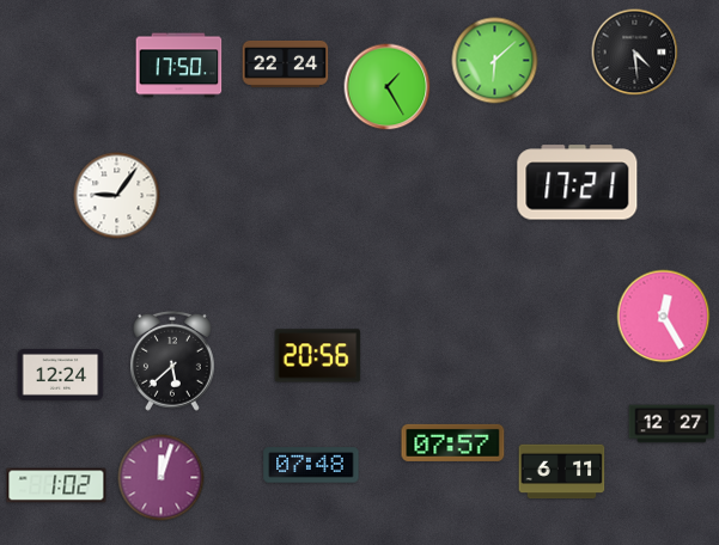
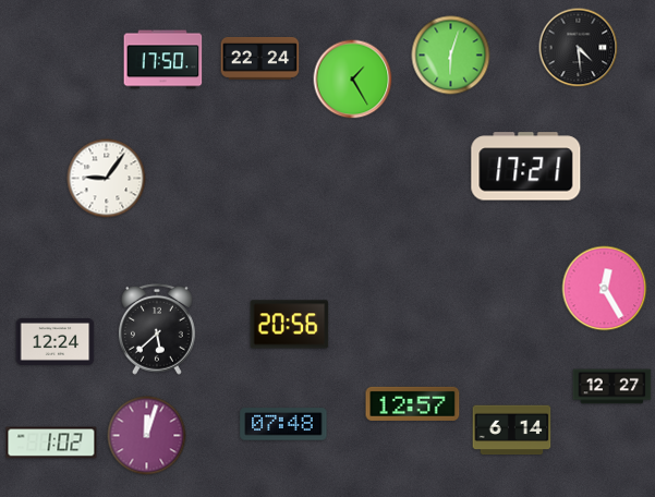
clock at (495, 61): 6:08 -> 6:03
clock at (453, 442): 07:57 -> 12:57
clock at (562, 472): 6:11 -> 6:14
